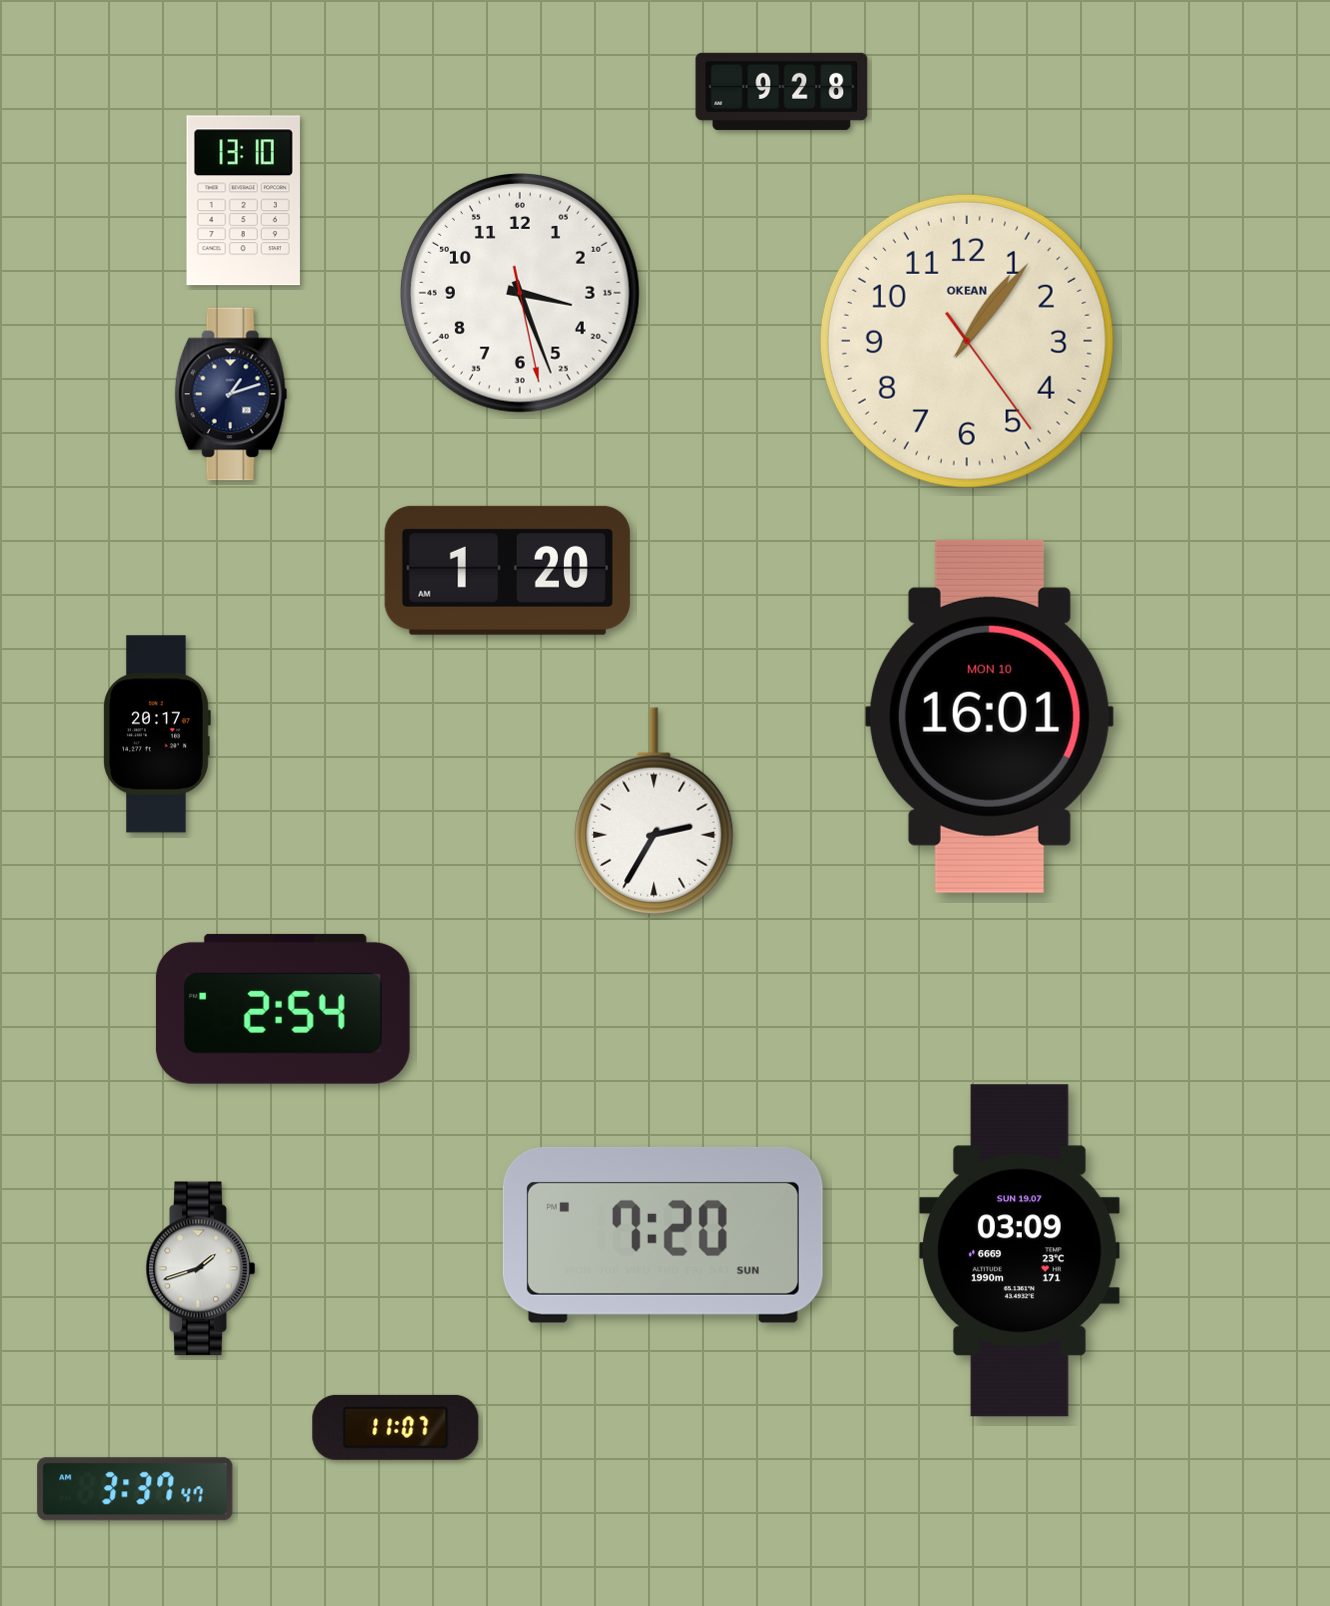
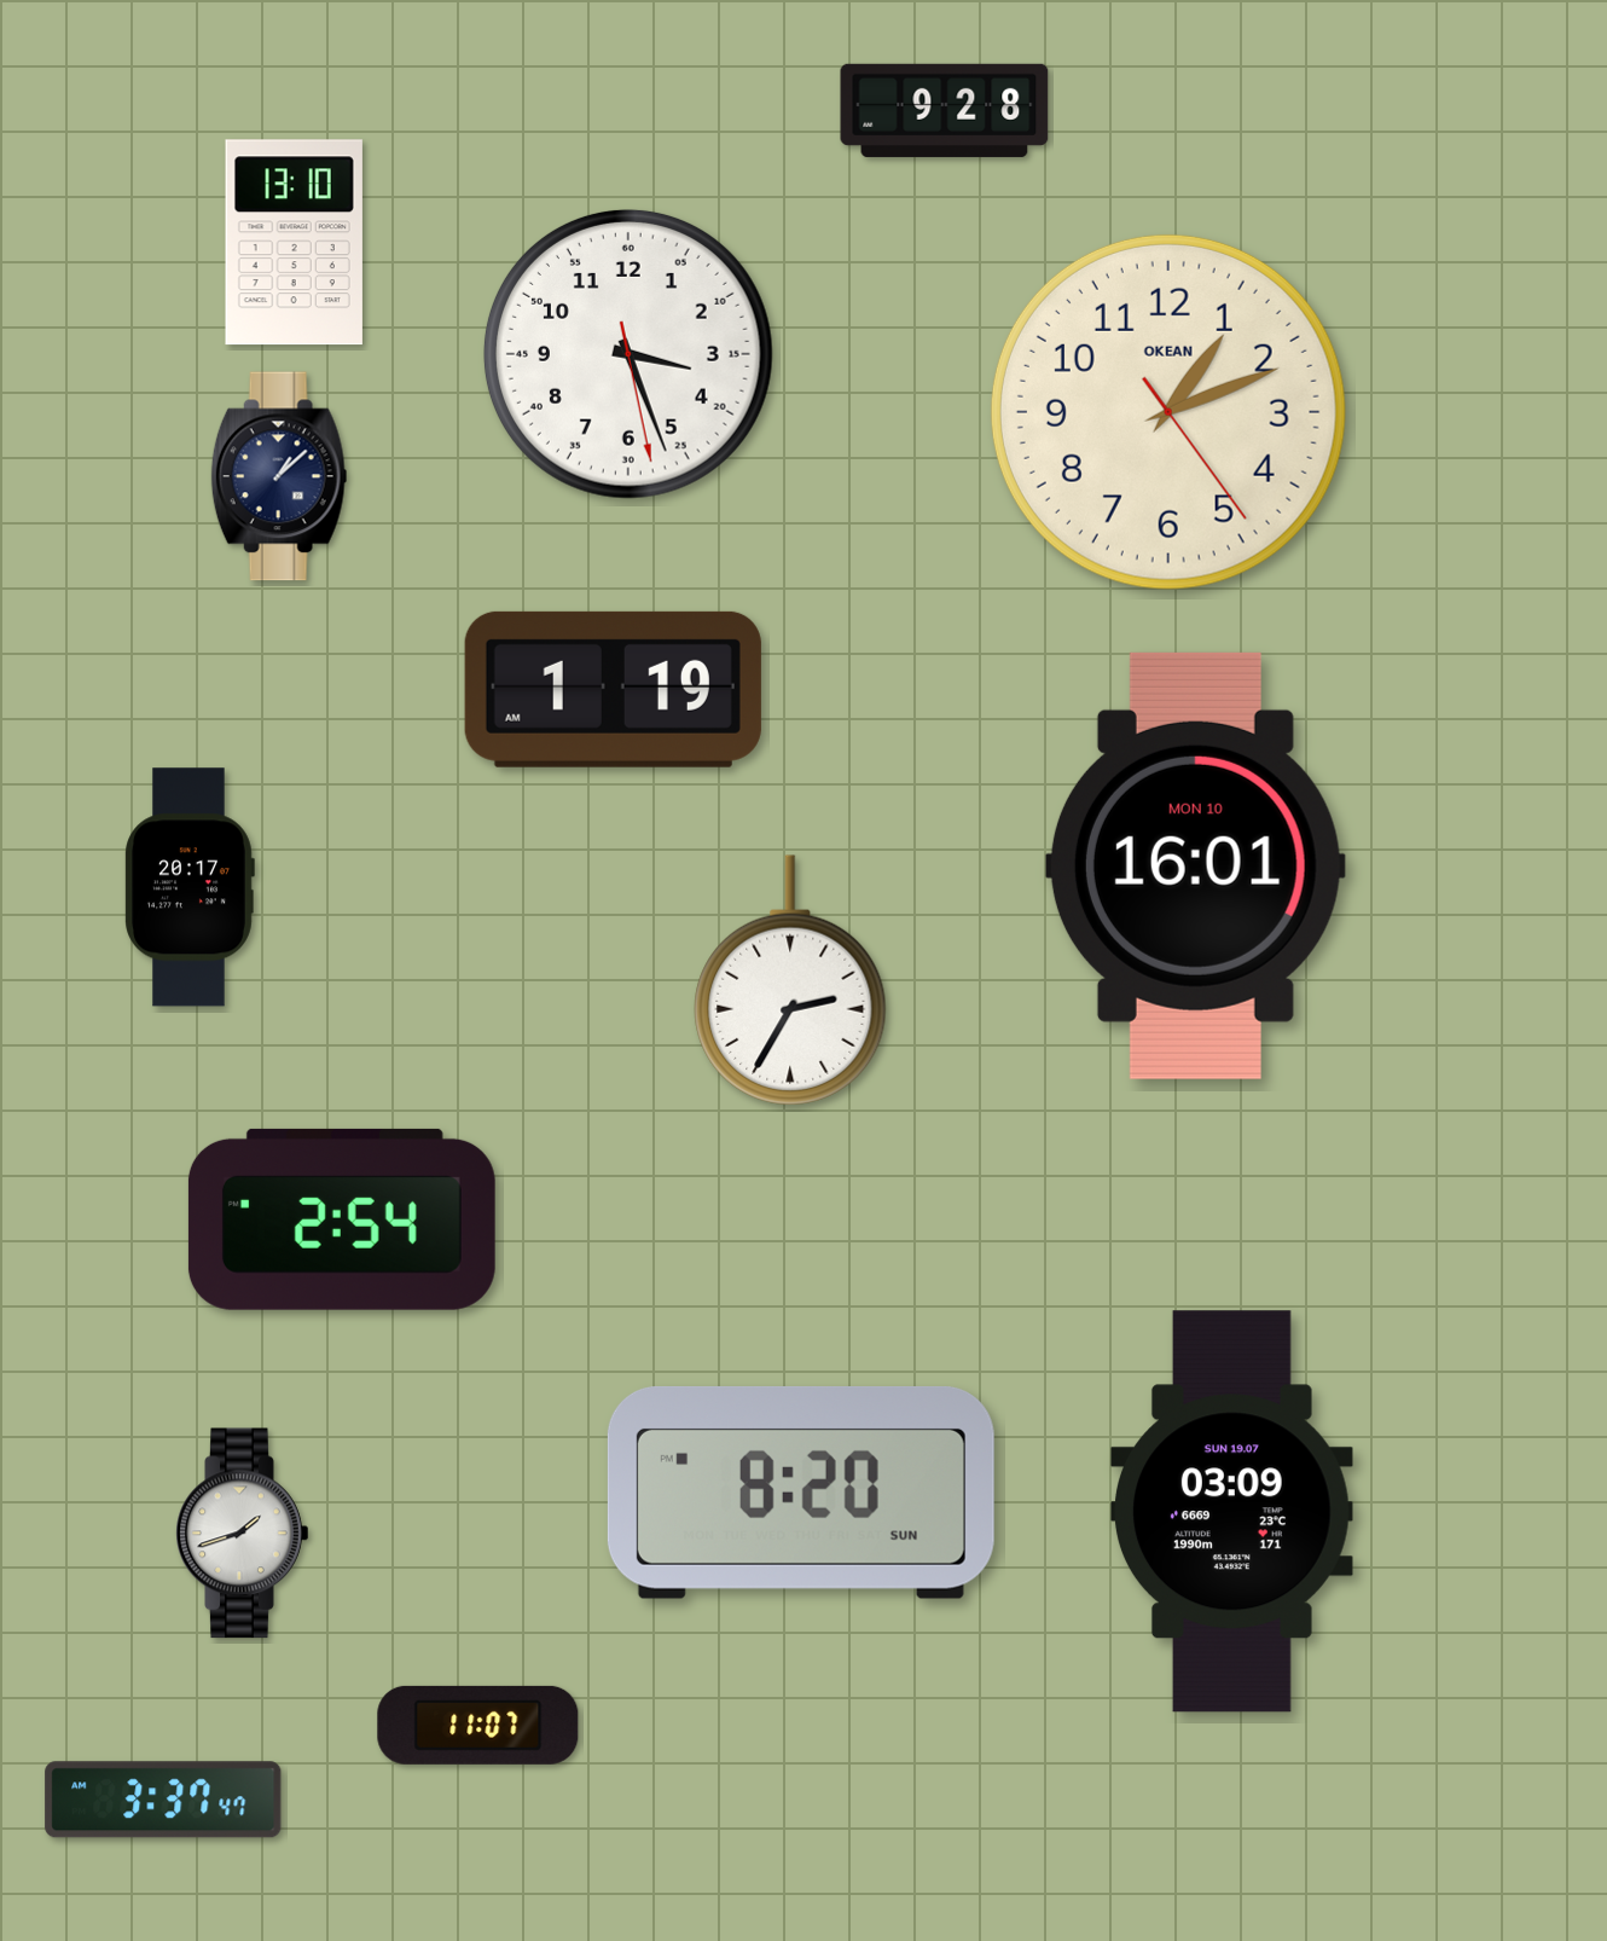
clock at (967, 341): 1:06 -> 1:11
clock at (231, 394): 1:12 -> 1:08
clock at (507, 570): 1:20 -> 1:19
clock at (663, 1235): 7:20 -> 8:20
